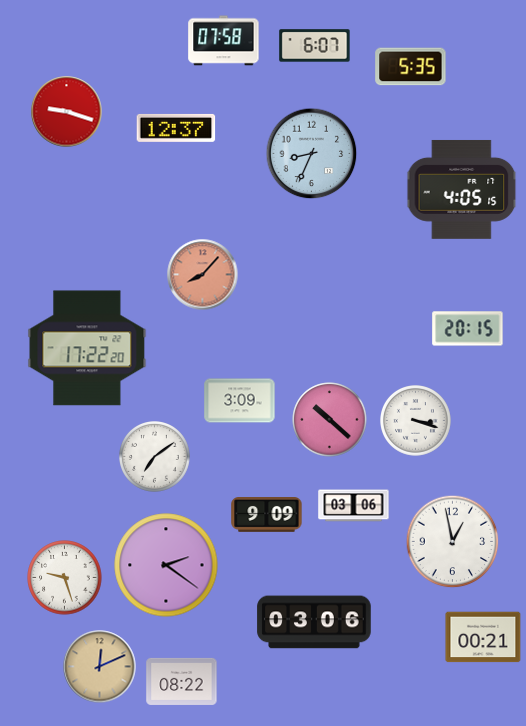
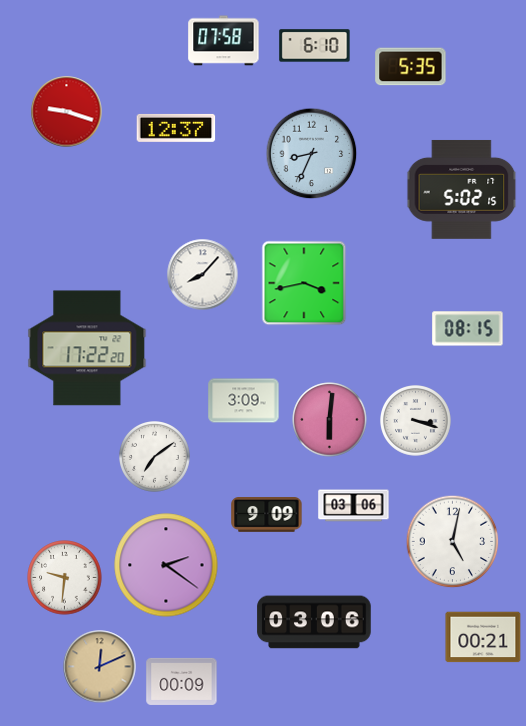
clock at (315, 46): 6:07 -> 6:10
clock at (462, 189): 4:05 -> 5:02
clock at (203, 275) dial: salmon -> white
clock at (304, 283): none -> 3:43
clock at (468, 329): 20:15 -> 08:15
clock at (240, 401) position: (240, 401) -> (244, 401)
clock at (330, 420): 10:22 -> 6:01
clock at (453, 542): 12:58 -> 5:02
clock at (65, 578): 9:27 -> 9:31
clock at (182, 681): 08:22 -> 00:09
